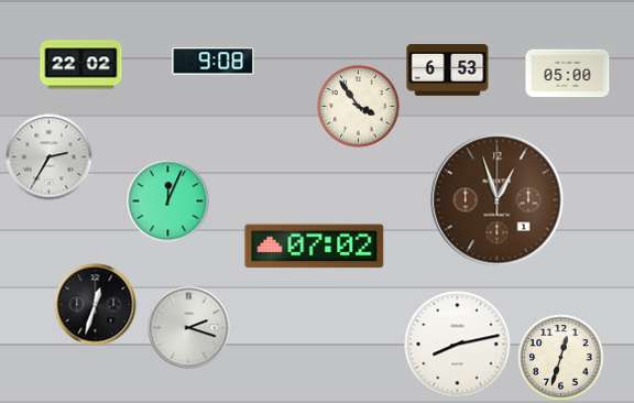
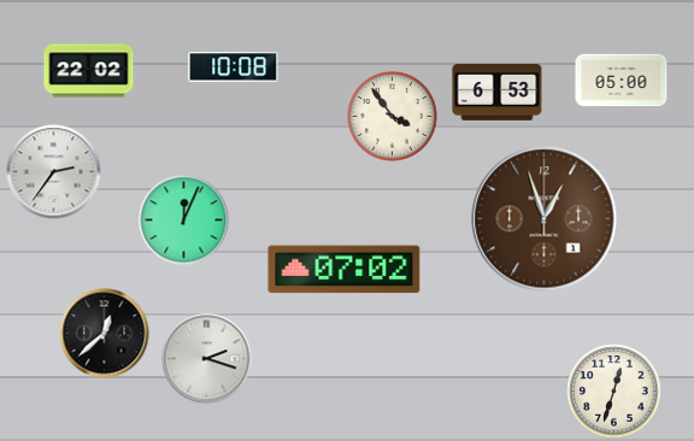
clock at (214, 62): 9:08 -> 10:08
clock at (448, 69) position: (448, 69) -> (498, 92)
clock at (50, 157): 2:35 -> 2:36
clock at (96, 305): 12:33 -> 12:38
clock at (458, 345): 8:13 -> none
